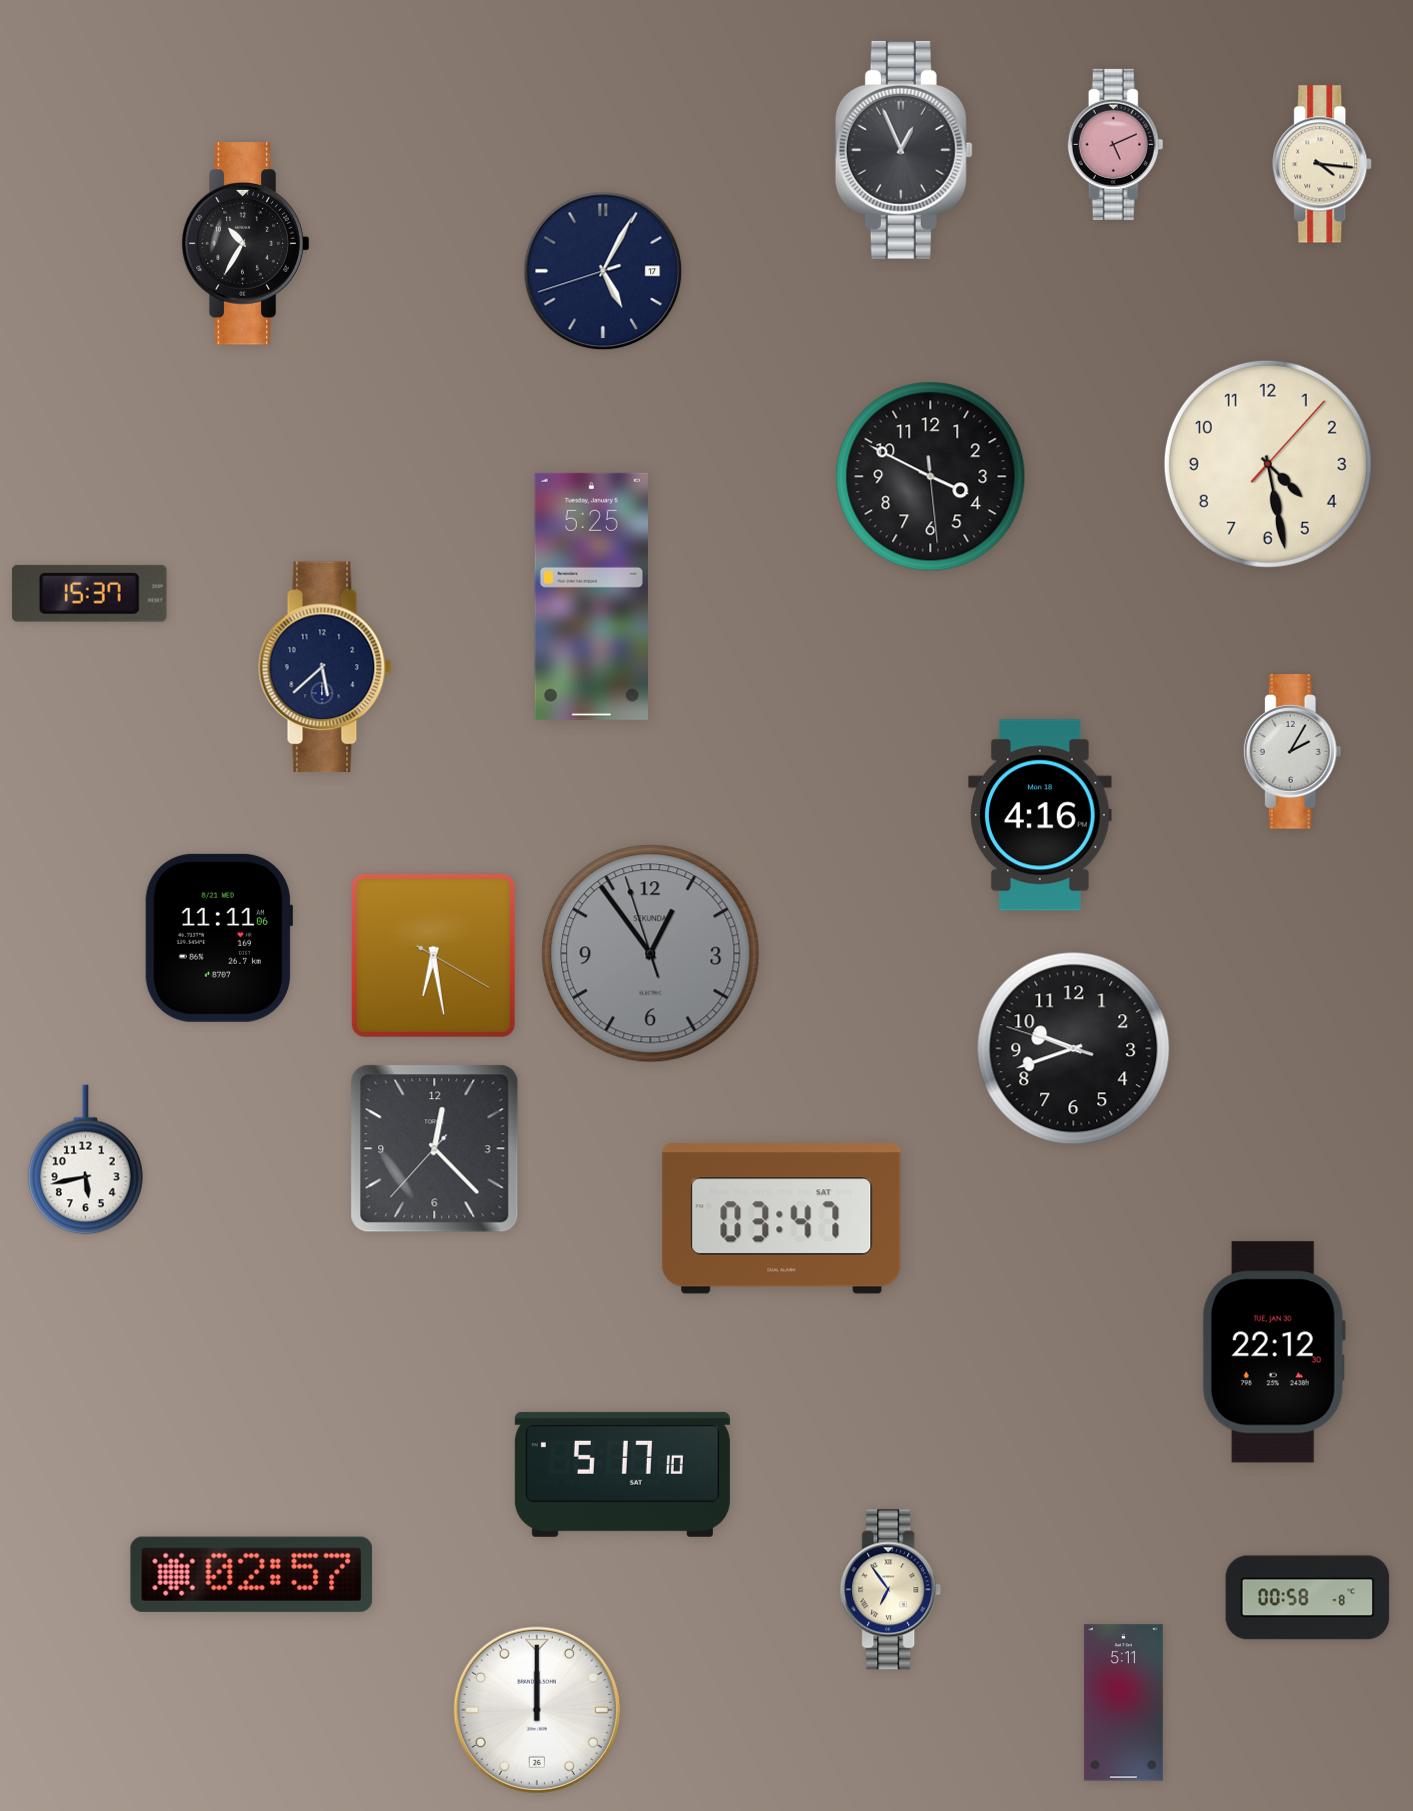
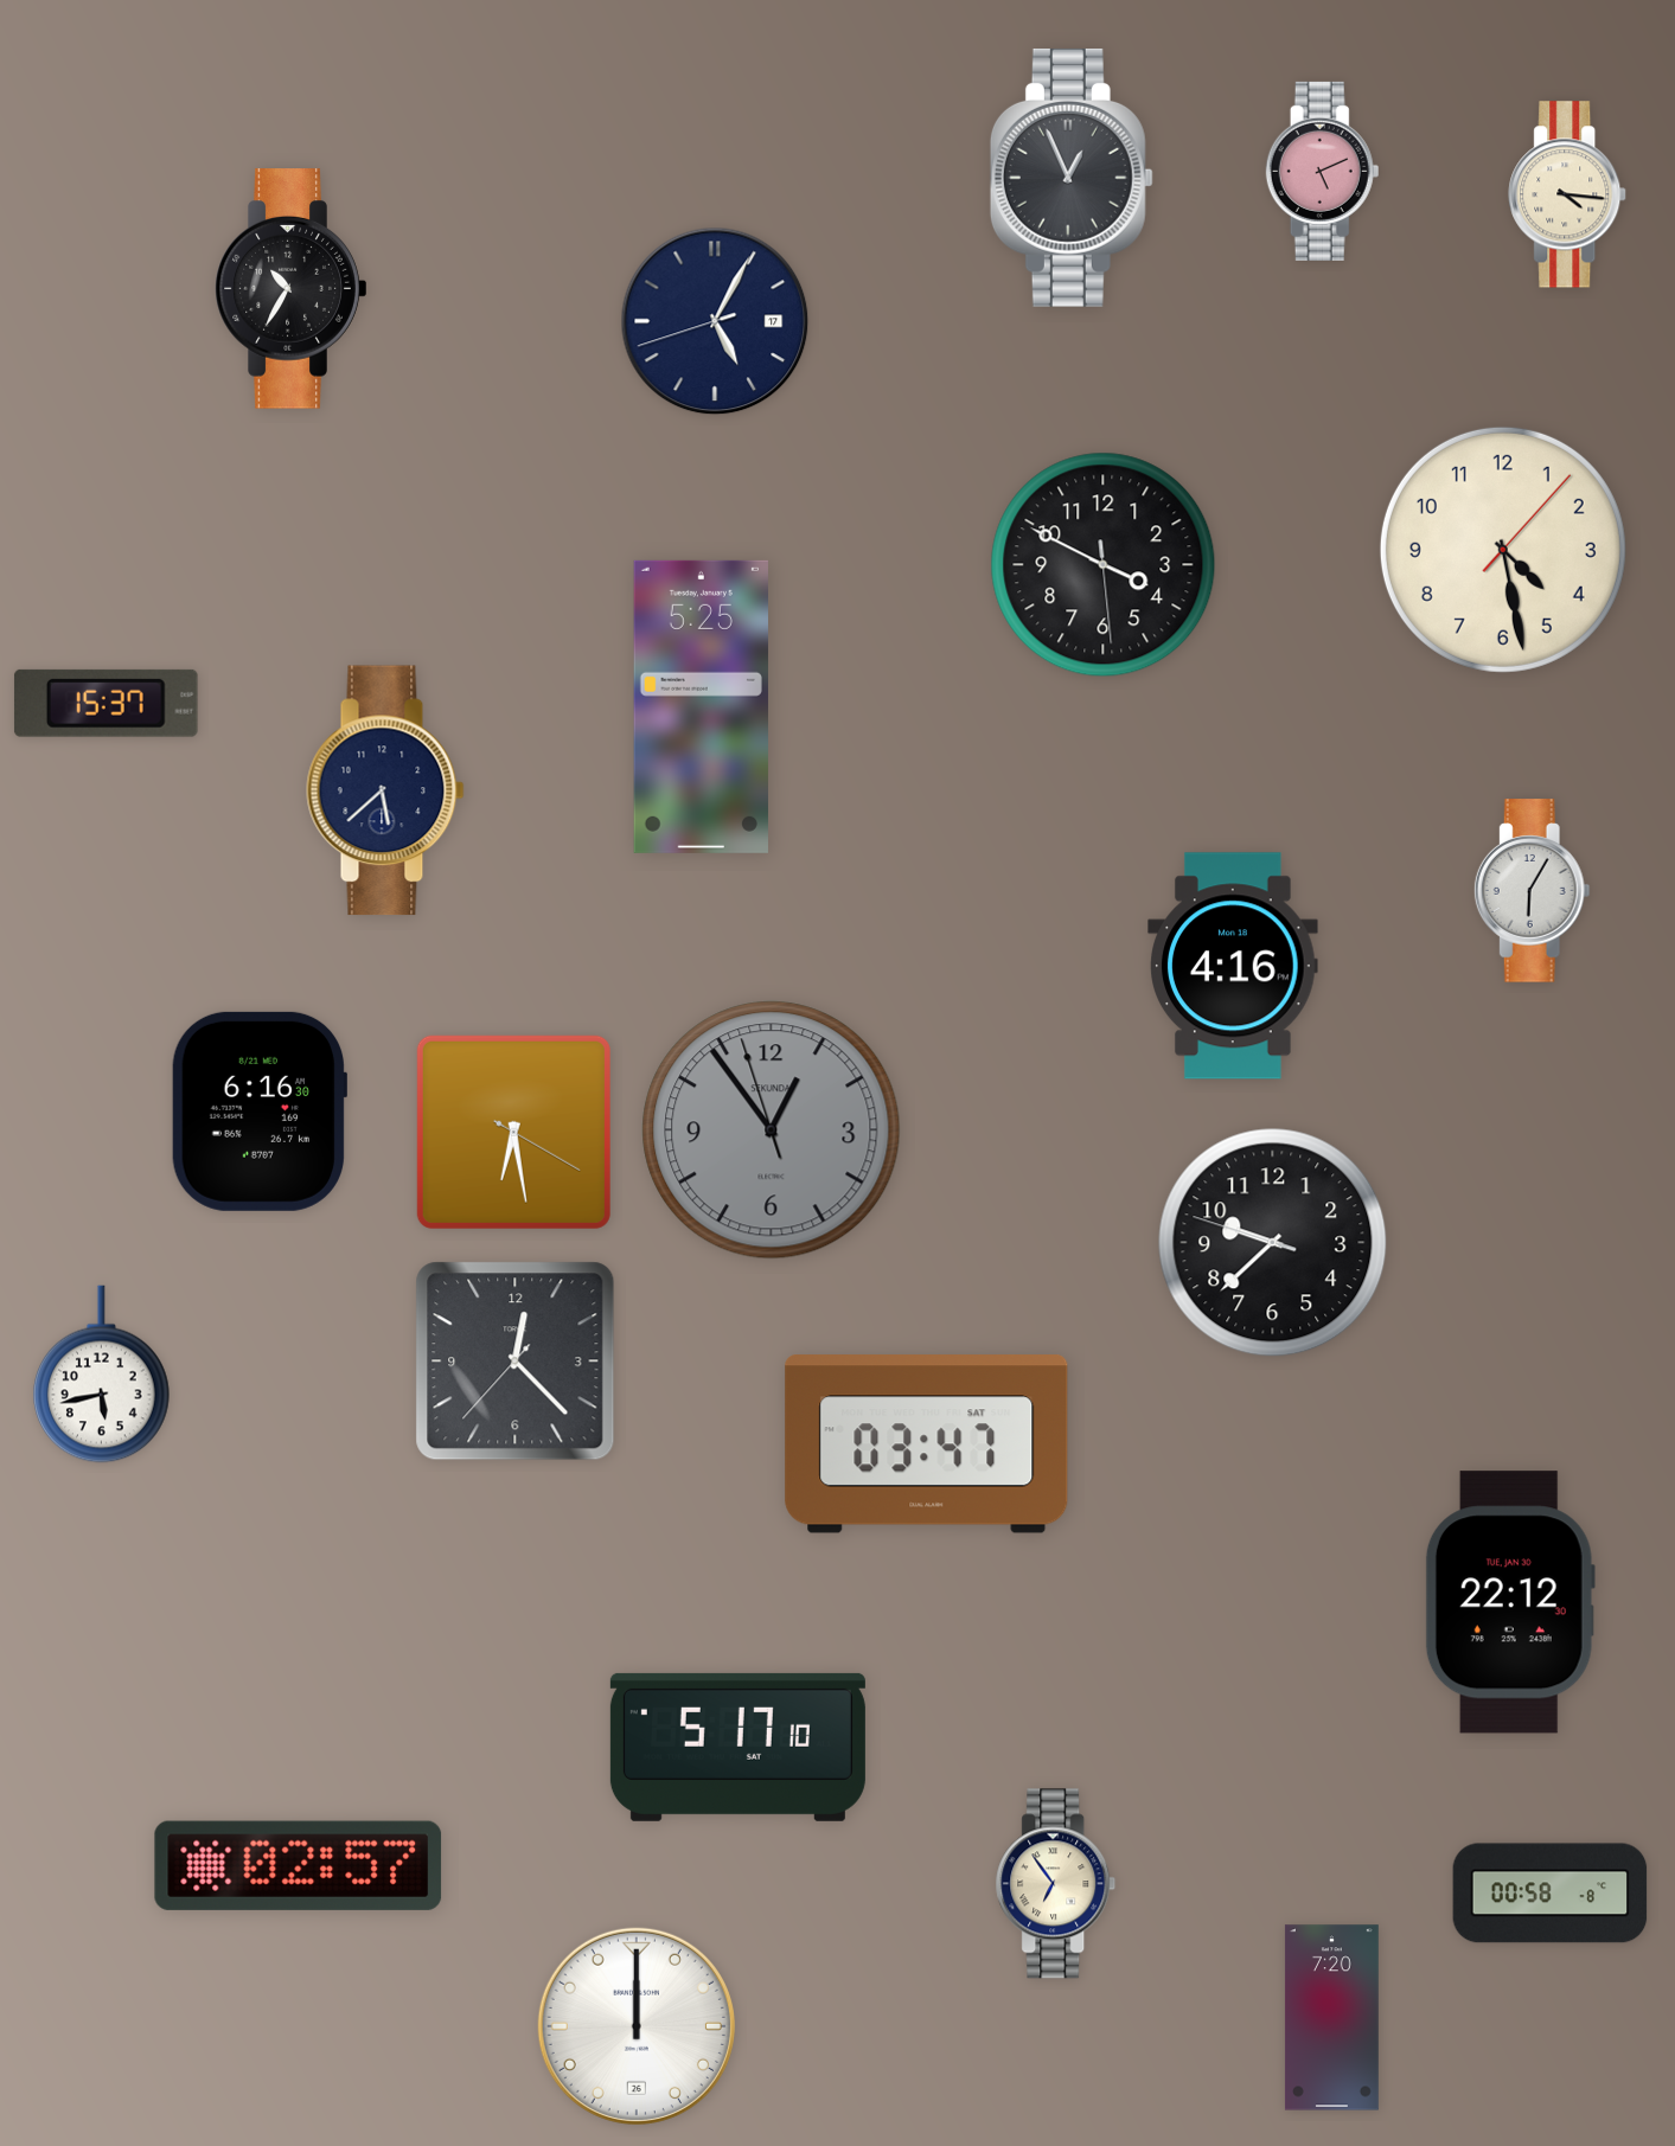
clock at (1292, 752): 2:05 -> 6:05
clock at (218, 938): 11:11 -> 6:16
clock at (1074, 1049): 9:41 -> 9:37
clock at (1123, 1703): 5:11 -> 7:20
